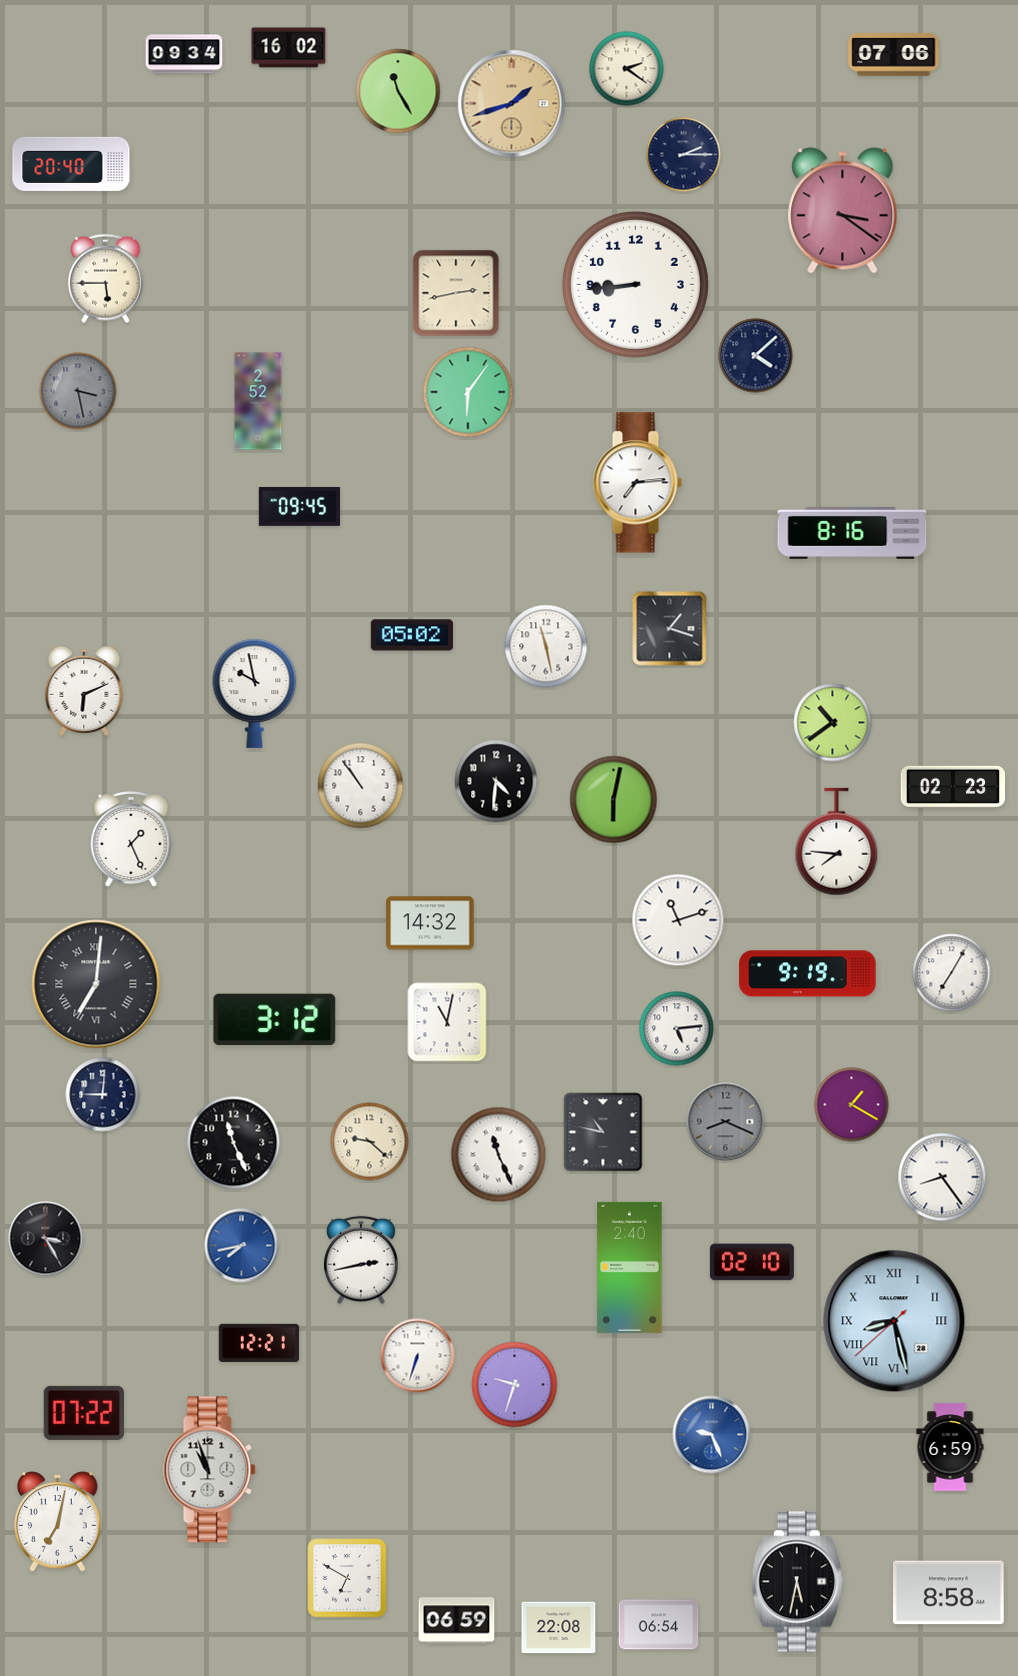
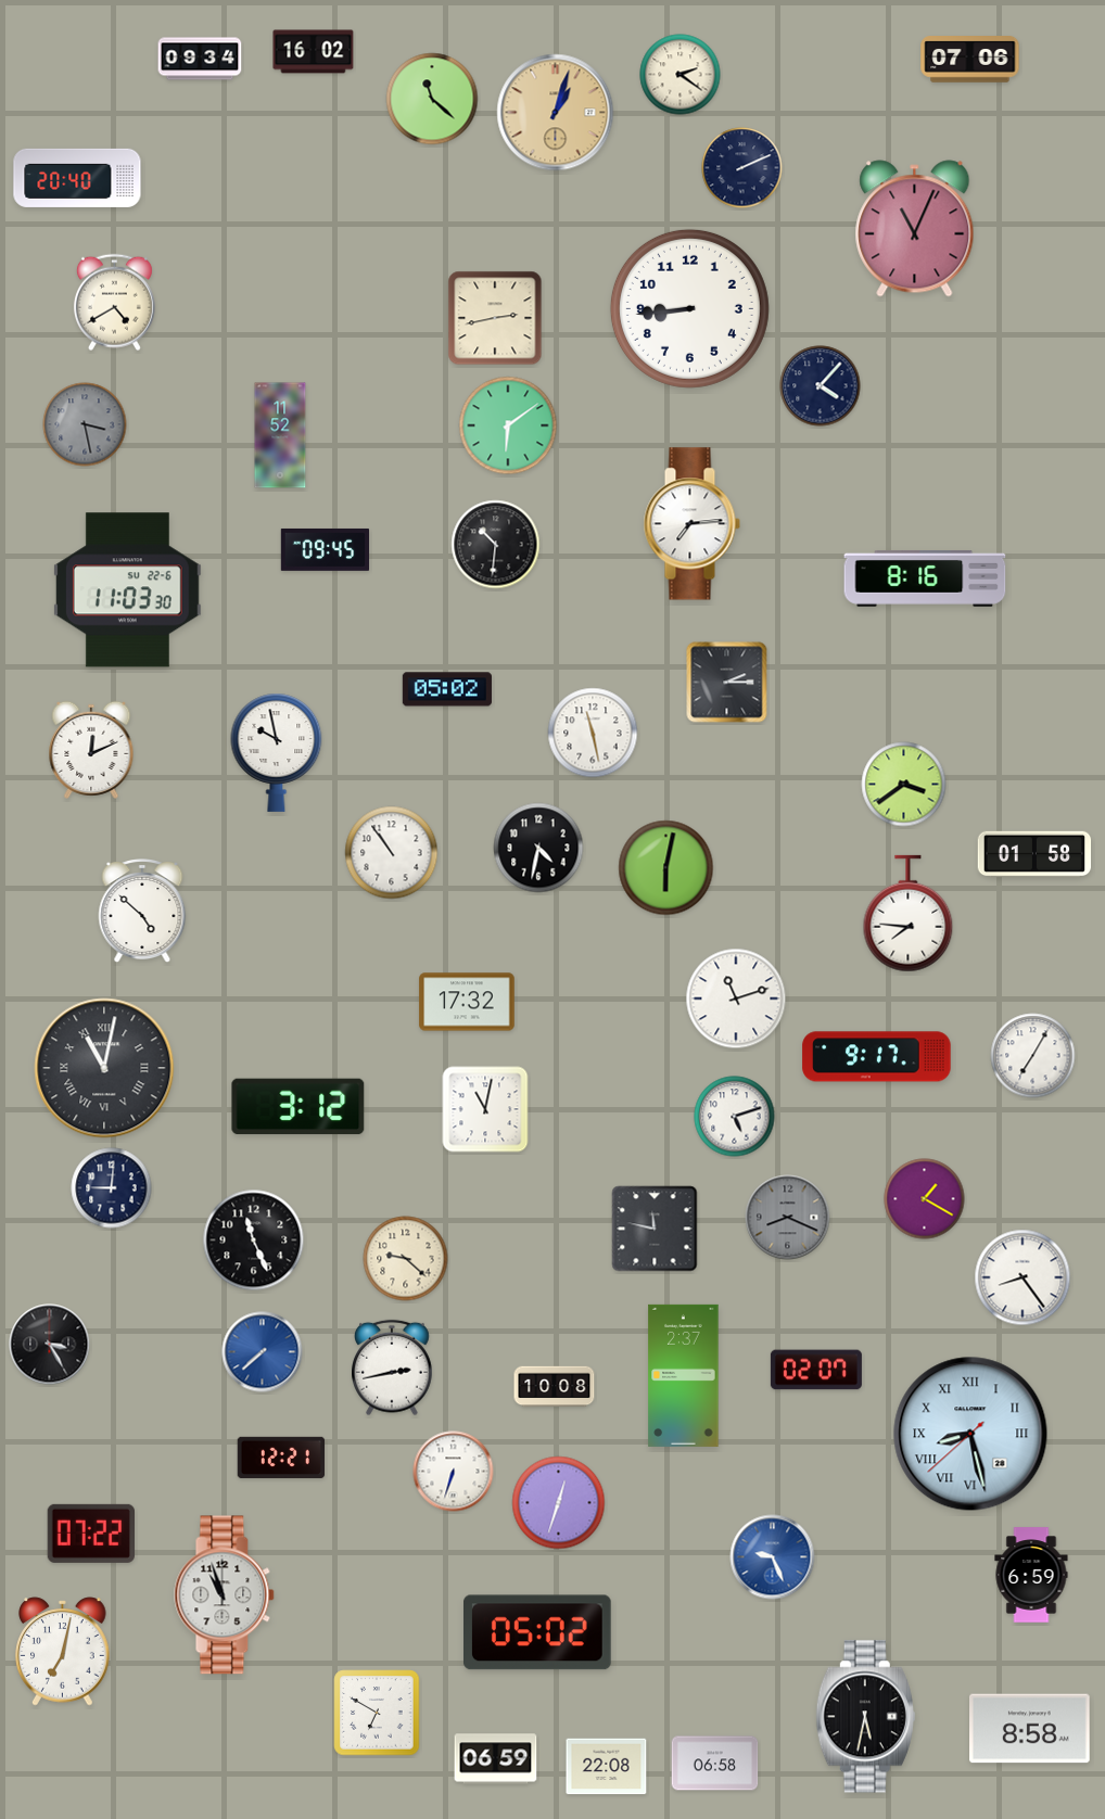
clock at (398, 91): 11:25 -> 11:22
clock at (512, 104): 1:42 -> 1:03
clock at (684, 155): 2:15 -> 2:11
clock at (843, 211): 3:21 -> 11:04
clock at (105, 279): 5:45 -> 4:40
clock at (756, 356): 4:08 -> 4:07
clock at (468, 392): 6:06 -> 6:09
clock at (258, 401): 2:52 -> 11:52
clock at (496, 545): none -> 10:31
clock at (127, 590): none -> 11:03
clock at (670, 629): 1:18 -> 2:15
clock at (546, 646) position: (546, 646) -> (593, 733)
clock at (84, 691): 6:11 -> 12:11
clock at (833, 723): 10:39 -> 3:39
clock at (496, 781): 4:31 -> 4:32
clock at (953, 787): 02:23 -> 01:58
clock at (131, 840): 1:26 -> 4:52
clock at (430, 923): 14:32 -> 17:32
clock at (808, 974): 9:19 -> 9:17
clock at (96, 984): 7:01 -> 11:02
clock at (677, 1029): 5:14 -> 5:12
clock at (603, 1132): 10:47 -> 11:47
clock at (370, 1142) position: (370, 1142) -> (406, 1259)
clock at (499, 1155): 11:26 -> none
clock at (242, 1246): 7:43 -> 7:38
clock at (752, 1262): 02:10 -> 02:07
clock at (630, 1267): 2:40 -> 2:37
clock at (555, 1387): none -> 10:08
clock at (515, 1385): 9:33 -> 12:33
clock at (950, 1447) position: (950, 1447) -> (1031, 1575)
clock at (210, 1470) position: (210, 1470) -> (225, 1595)
clock at (538, 1632): none -> 05:02
clock at (659, 1625): 06:54 -> 06:58
